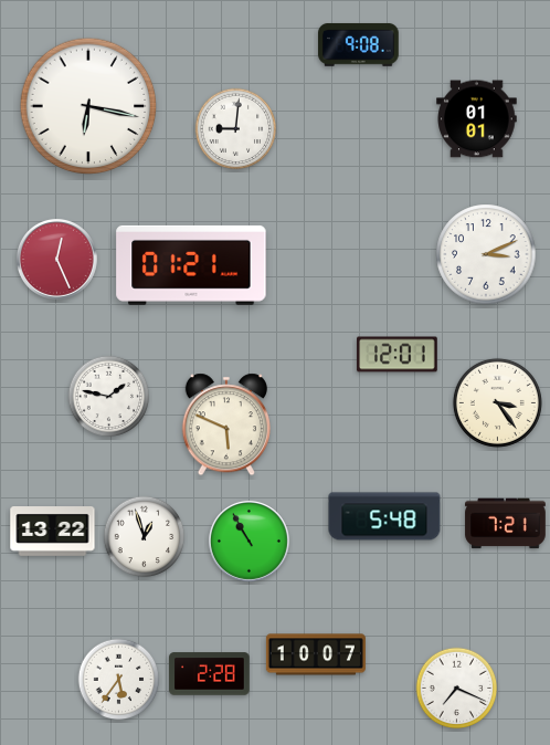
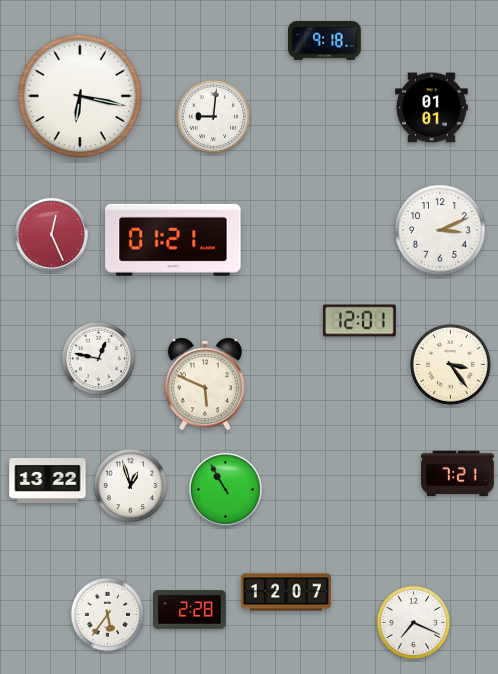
clock at (359, 44): 9:08 -> 9:18
clock at (109, 397): 1:47 -> 12:47
clock at (384, 516): 5:48 -> none
clock at (316, 654): 10:07 -> 12:07
